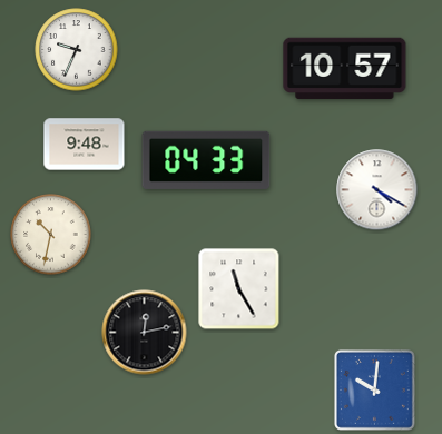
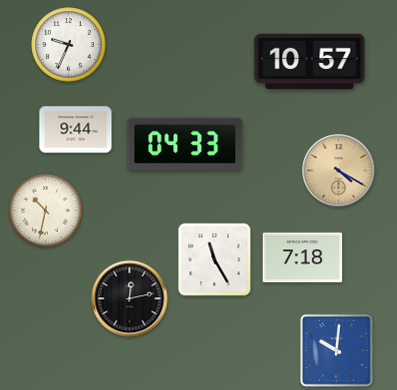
clock at (85, 145): 9:48 -> 9:44
clock at (377, 190) dial: white -> champagne
clock at (303, 258): none -> 7:18
